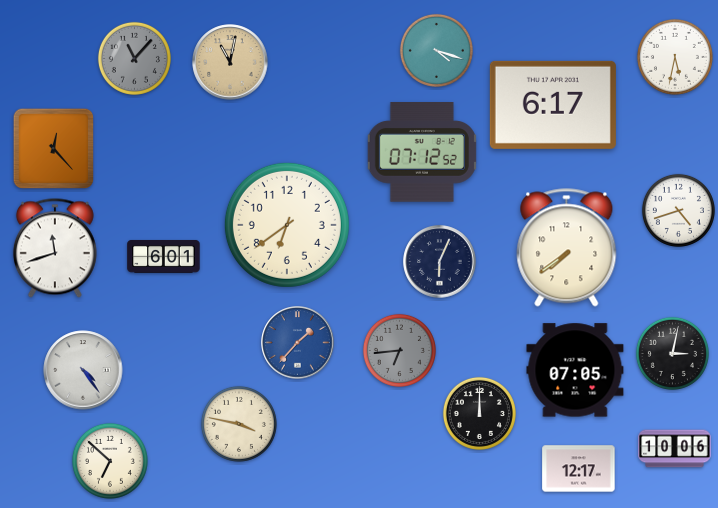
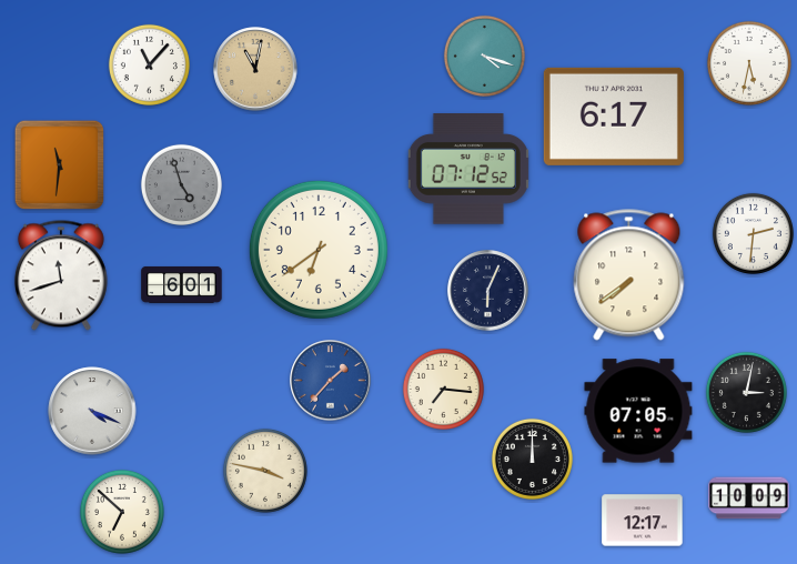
clock at (134, 58) dial: grey -> white
clock at (54, 149): 12:23 -> 11:31
clock at (181, 184): none -> 4:57
clock at (678, 210): 4:42 -> 2:31
clock at (399, 350): 6:44 -> 7:16
clock at (399, 350) dial: grey -> cream
clock at (83, 370): 4:24 -> 4:19
clock at (675, 449): 10:06 -> 10:09
